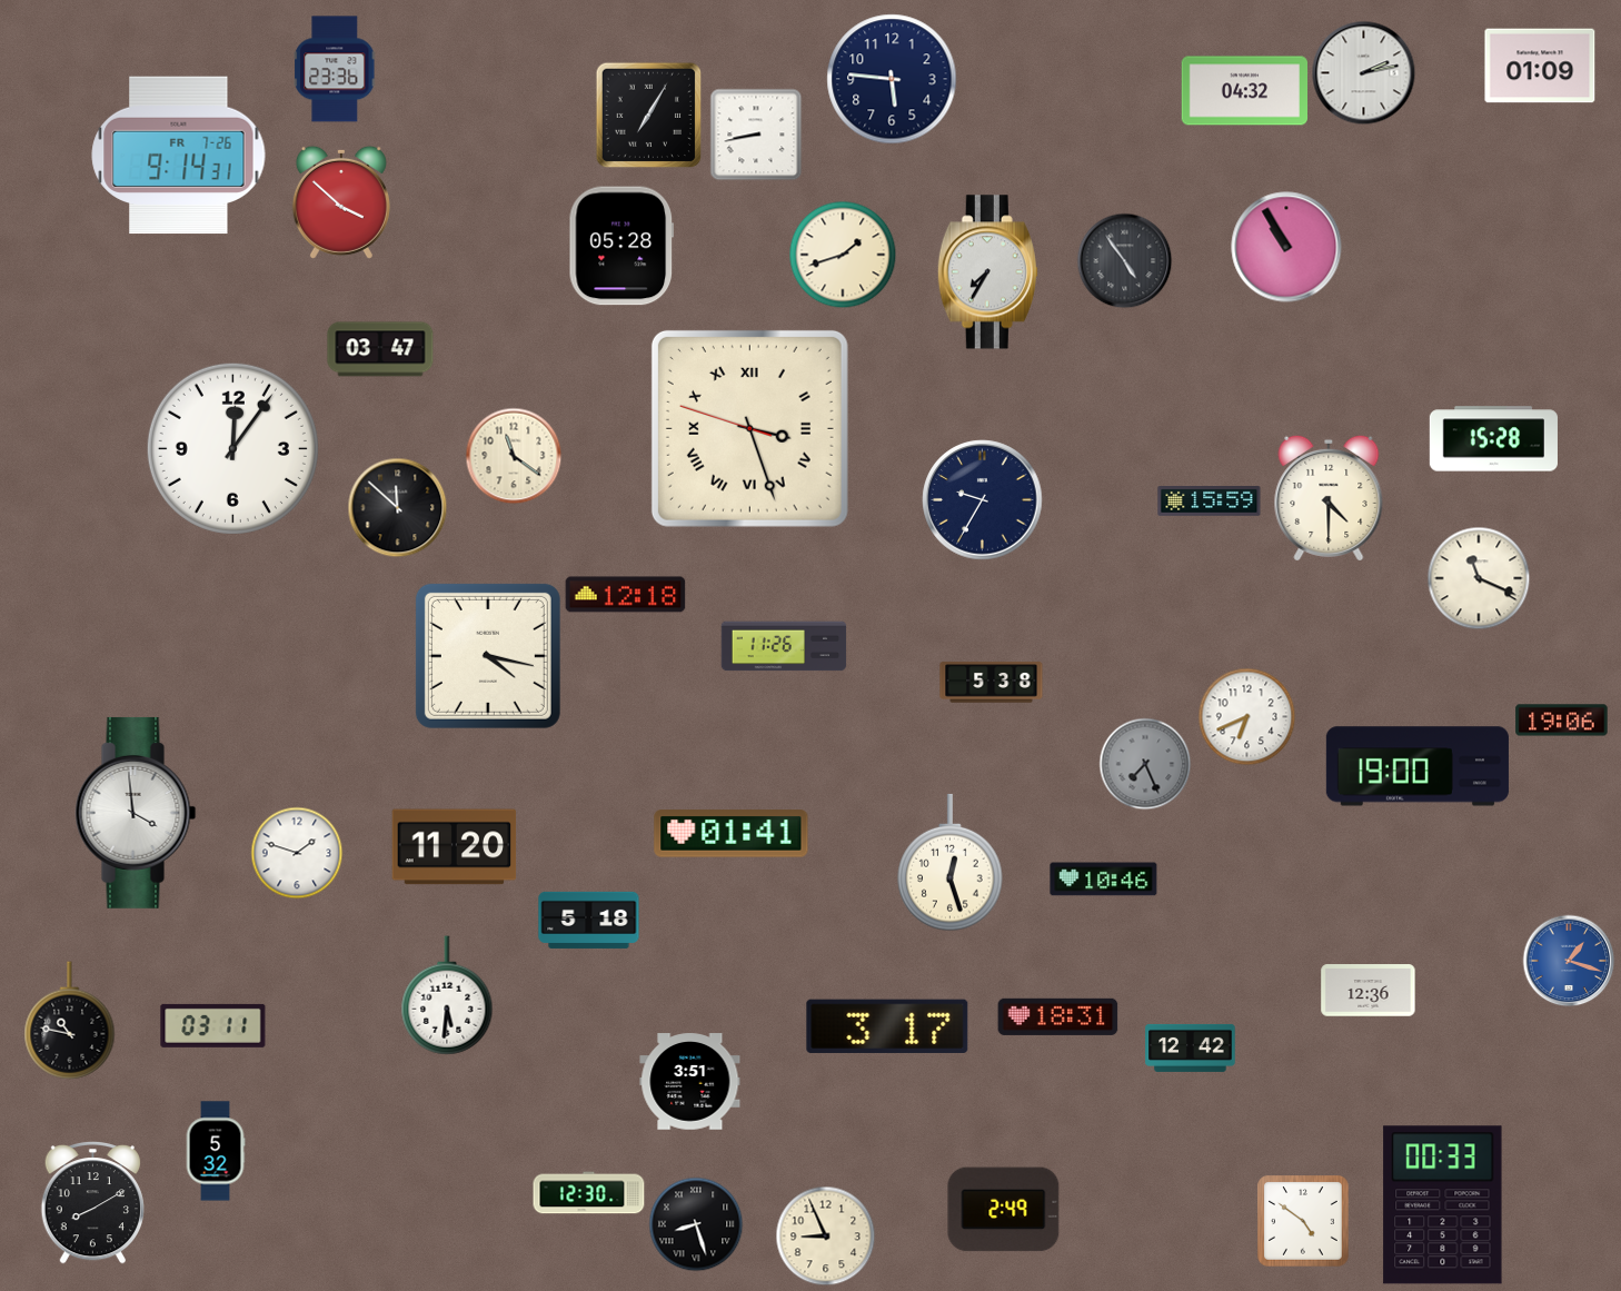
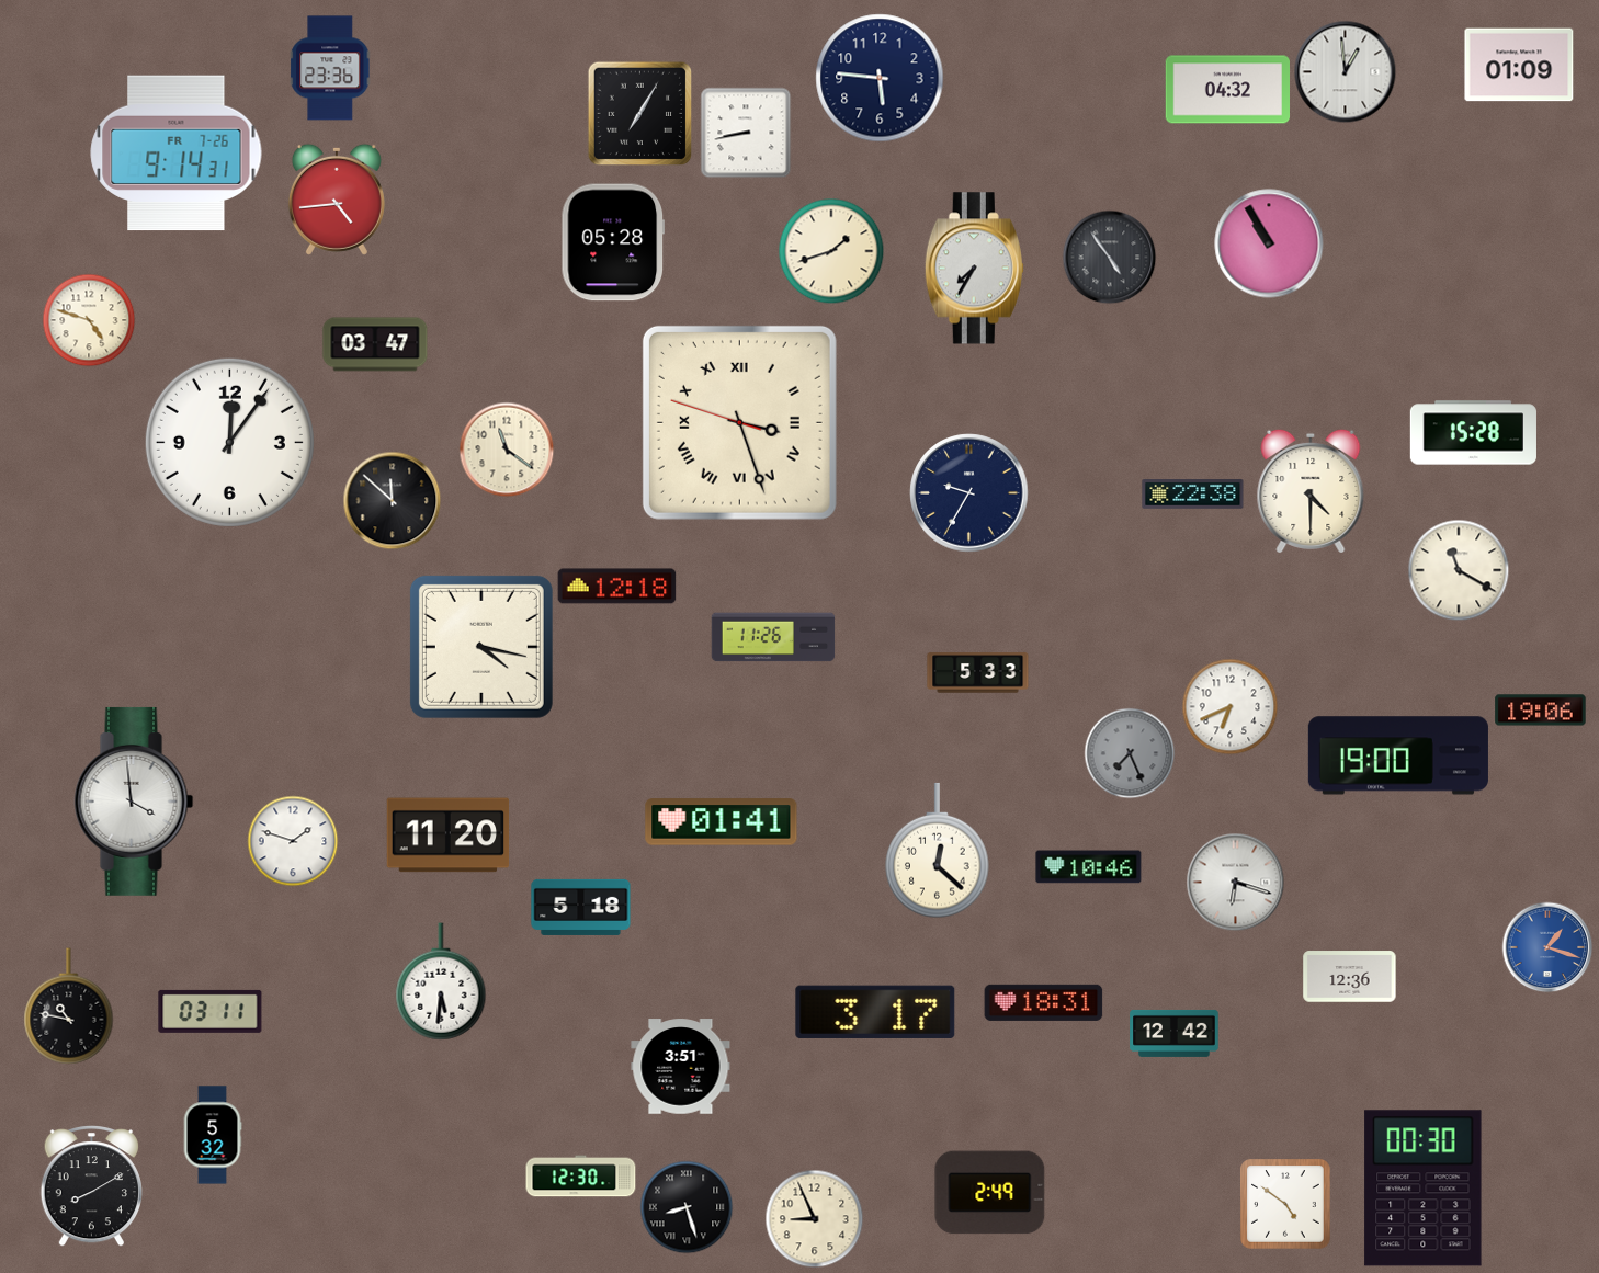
clock at (1363, 72): 2:13 -> 12:59
clock at (341, 202): 3:52 -> 4:44
clock at (89, 320): none -> 4:48
clock at (1210, 501): 15:59 -> 22:38
clock at (1479, 578): 11:19 -> 11:20
clock at (992, 683): 5:38 -> 5:33
clock at (951, 863): 12:27 -> 12:22
clock at (1235, 882): none -> 6:18
clock at (1443, 1205): 00:33 -> 00:30
